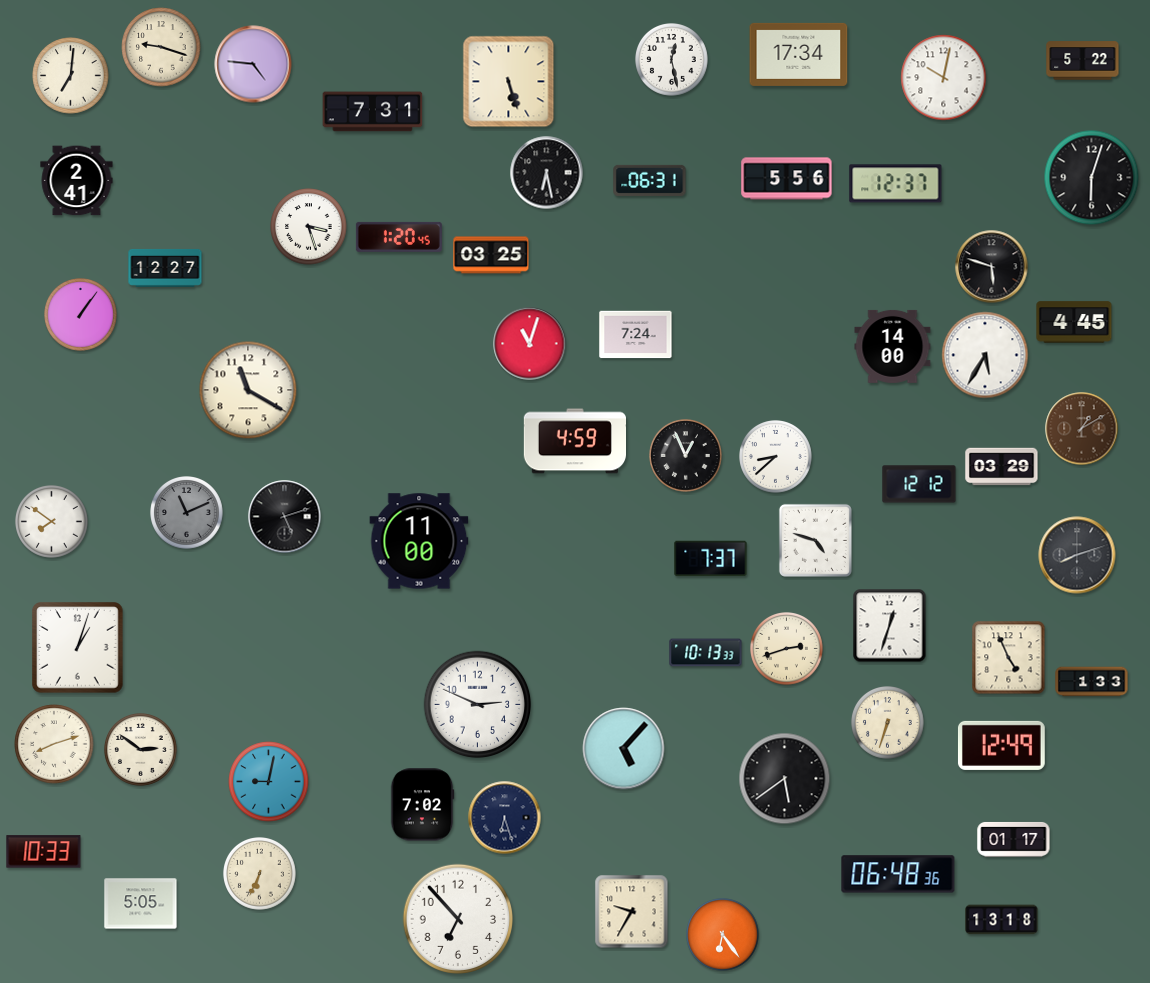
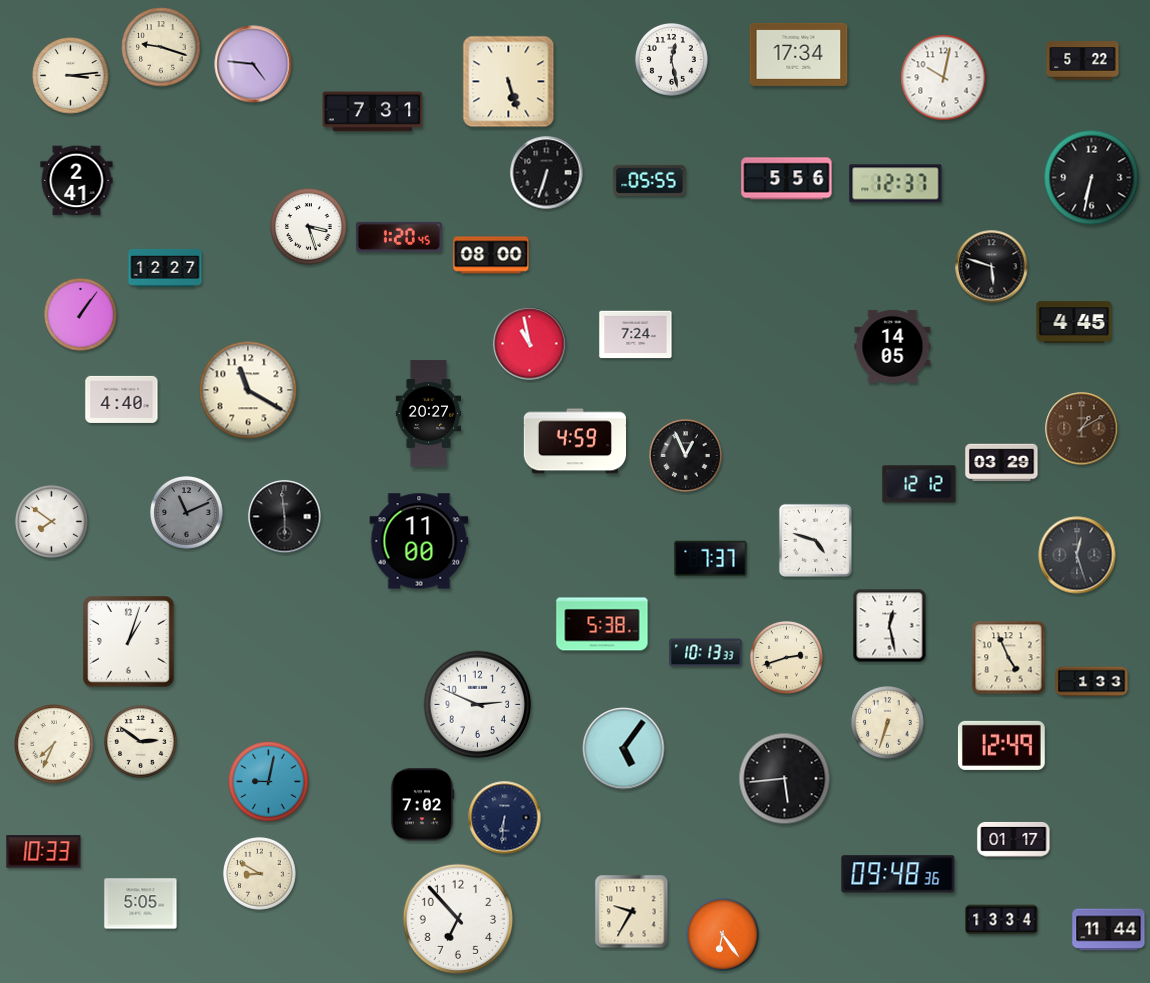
clock at (71, 76): 7:01 -> 3:14
clock at (547, 173): 6:28 -> 6:33
clock at (1092, 178): 6:03 -> 6:32
clock at (650, 180): 06:31 -> 05:55
clock at (491, 255): 03:25 -> 08:00
clock at (530, 344): 11:03 -> 10:58
clock at (893, 346): 14:00 -> 14:05
clock at (985, 355): 5:35 -> none
clock at (122, 399): none -> 4:40
clock at (429, 414): none -> 20:27
clock at (776, 457): 8:38 -> none
clock at (1002, 467) position: (1002, 467) -> (1002, 463)
clock at (285, 517): 5:12 -> 5:59
clock at (1077, 555): 8:12 -> 12:27
clock at (602, 624): none -> 5:38
clock at (890, 626): 12:33 -> 12:28
clock at (78, 648) position: (78, 648) -> (129, 642)
clock at (787, 649) position: (787, 649) -> (787, 658)
clock at (54, 744): 8:12 -> 7:34
clock at (624, 749): 5:07 -> 5:06
clock at (141, 750) position: (141, 750) -> (141, 742)
clock at (785, 779): 5:39 -> 5:44
clock at (505, 818): 6:27 -> 6:31
clock at (260, 874): 6:34 -> 8:50
clock at (898, 874): 06:48 -> 09:48
clock at (1002, 920): 13:18 -> 13:34
clock at (1109, 930): none -> 11:44
